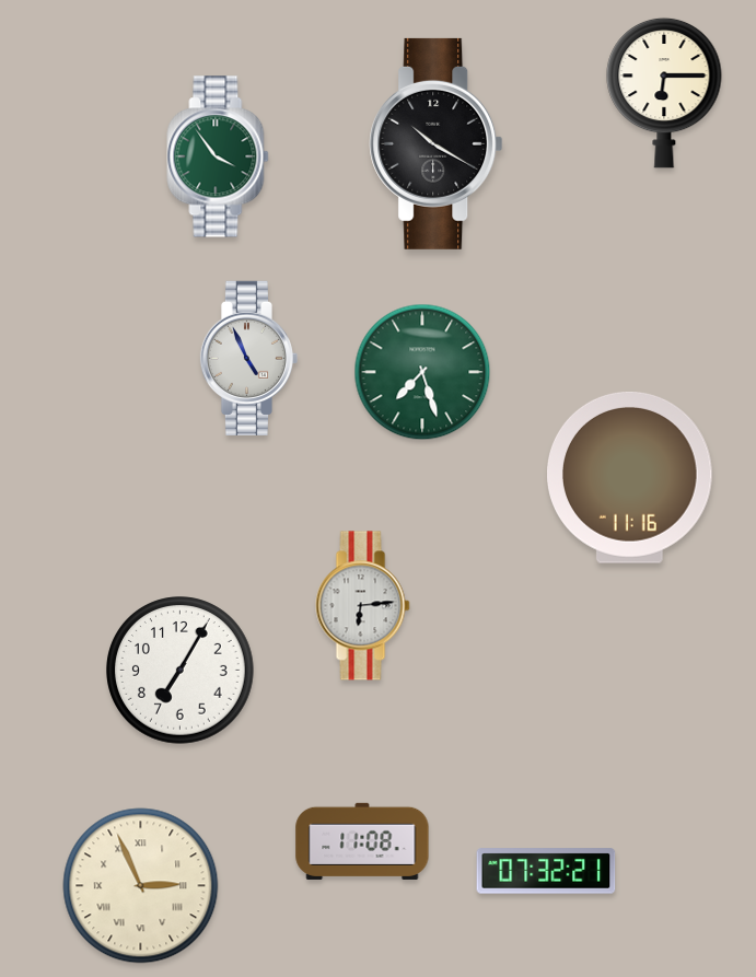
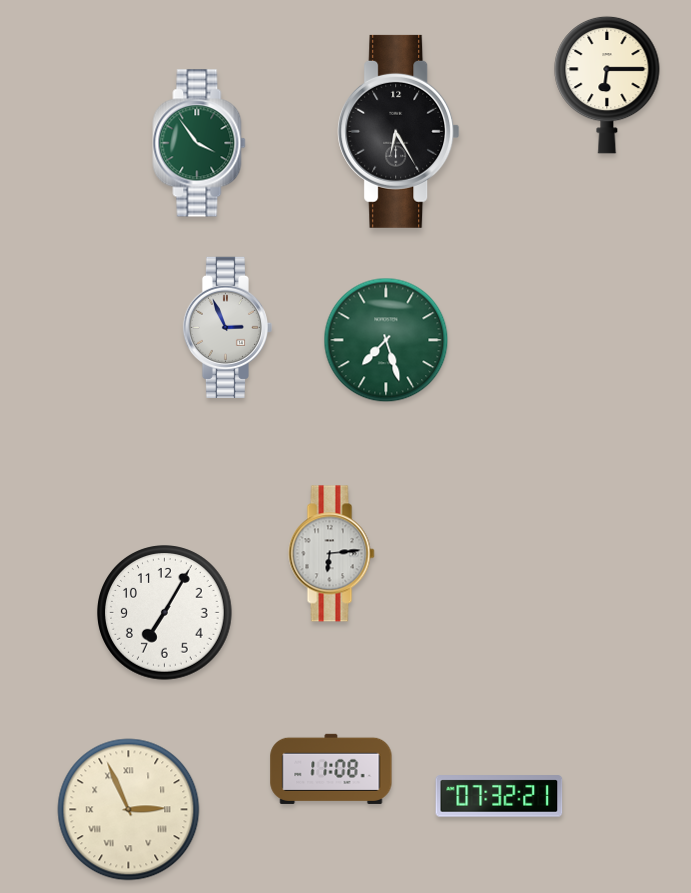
clock at (437, 143): 10:20 -> 6:25
clock at (248, 358): 4:56 -> 2:56
clock at (630, 477): 11:16 -> none
